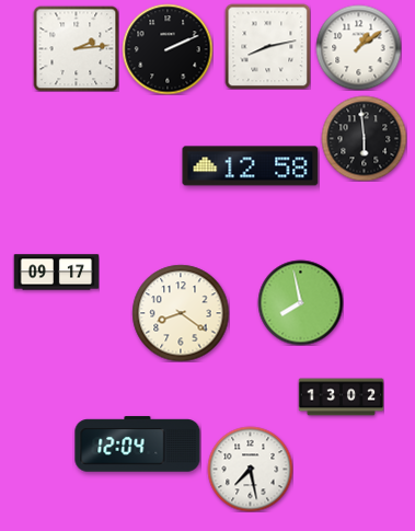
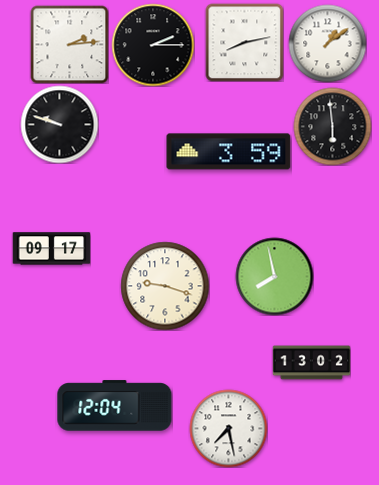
clock at (168, 49): 2:11 -> 2:15
clock at (59, 124): none -> 9:48
clock at (251, 166): 12:58 -> 3:59
clock at (181, 313): 8:21 -> 9:18
clock at (138, 445) position: (138, 445) -> (115, 406)
